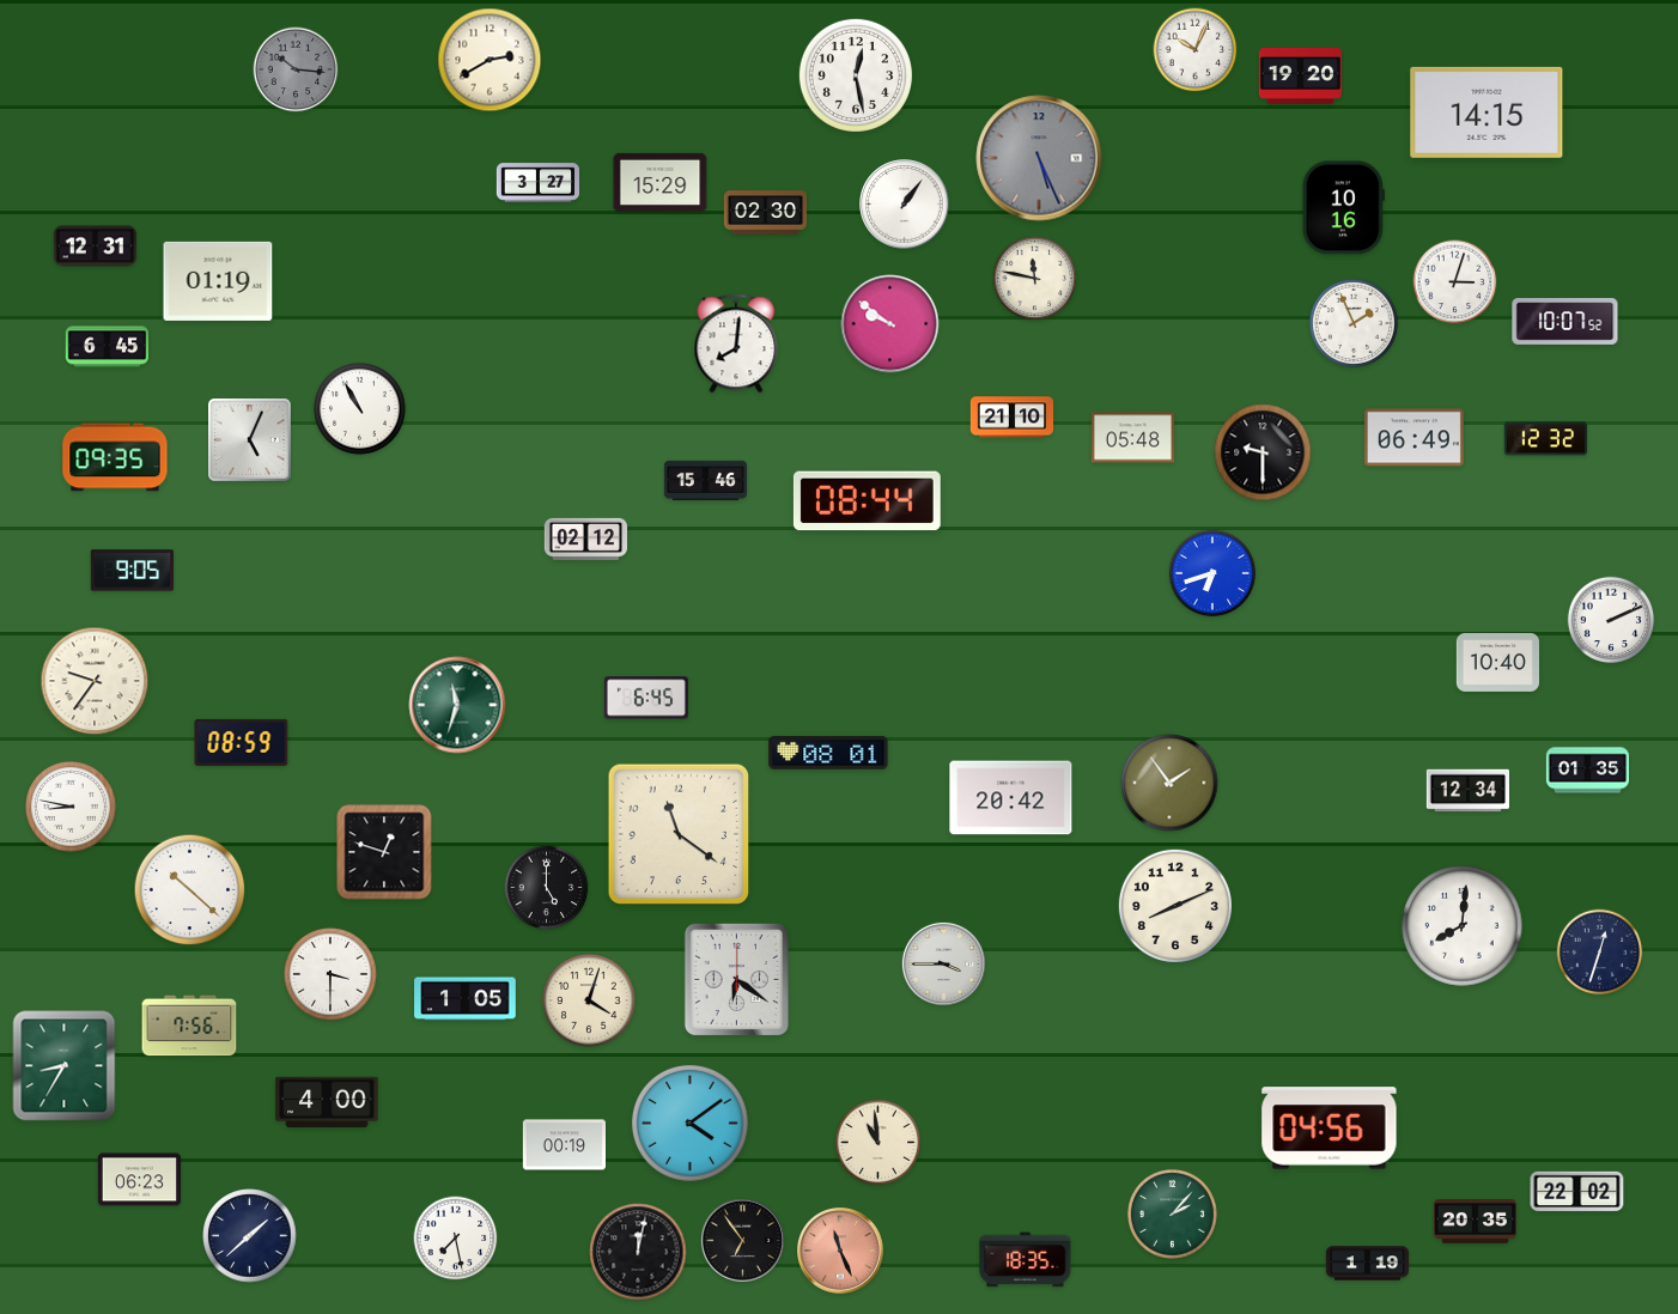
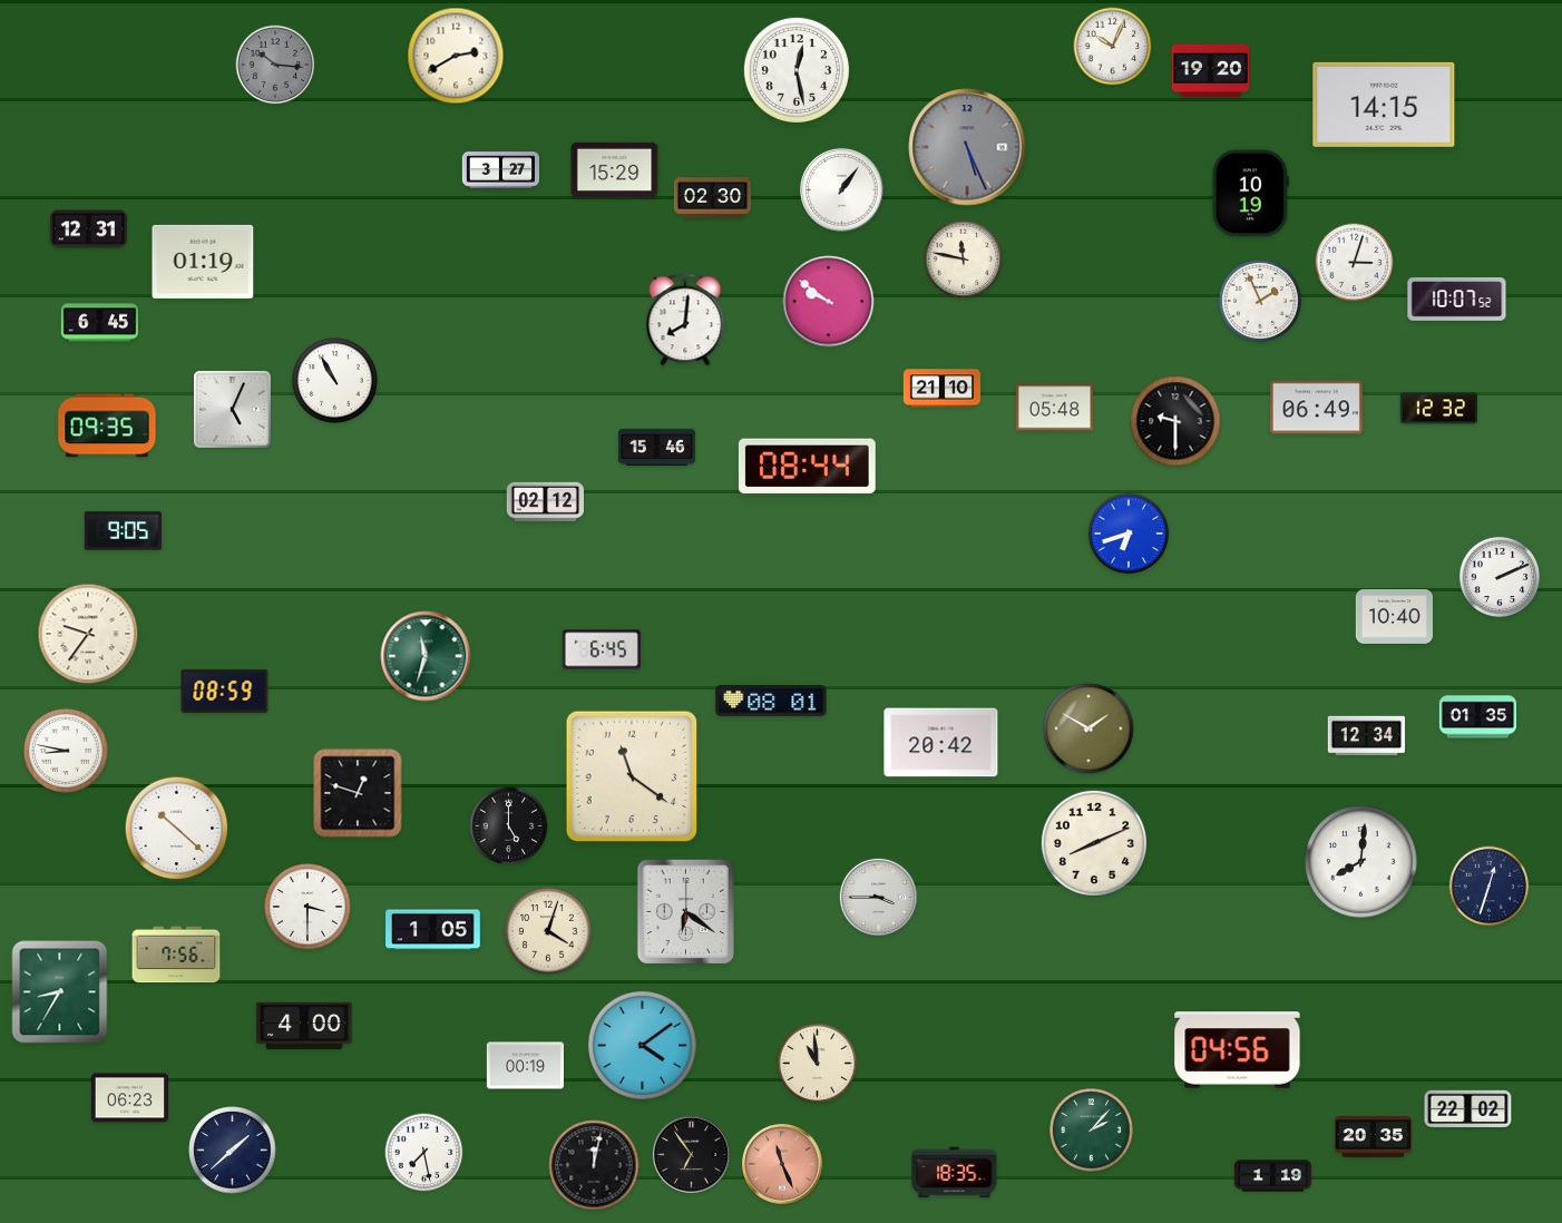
clock at (1343, 208): 10:16 -> 10:19
clock at (1169, 783): 1:54 -> 1:50
